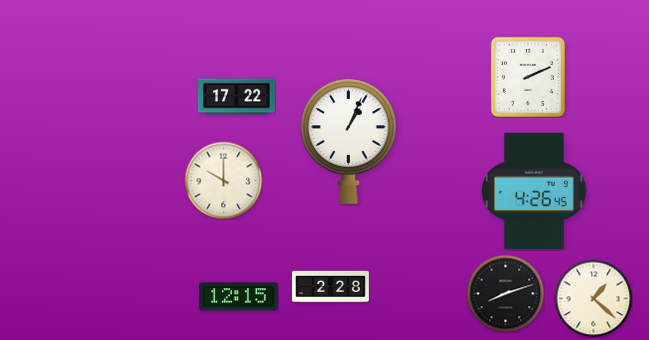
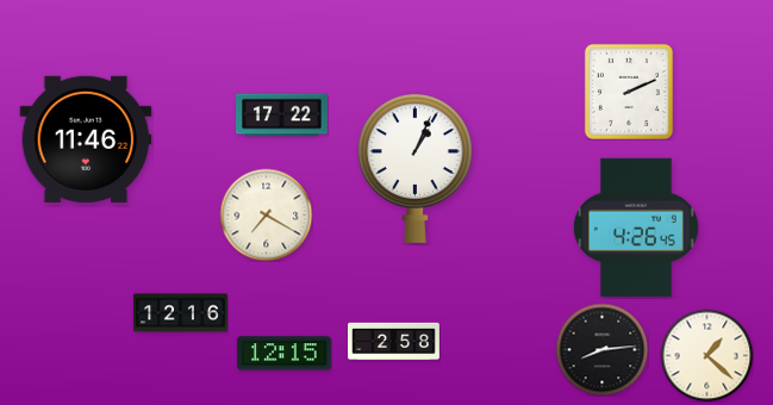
clock at (86, 139): none -> 11:46
clock at (223, 180): 10:00 -> 7:20
clock at (181, 313): none -> 12:16
clock at (331, 287): 2:28 -> 2:58
clock at (505, 293): 8:12 -> 8:14
